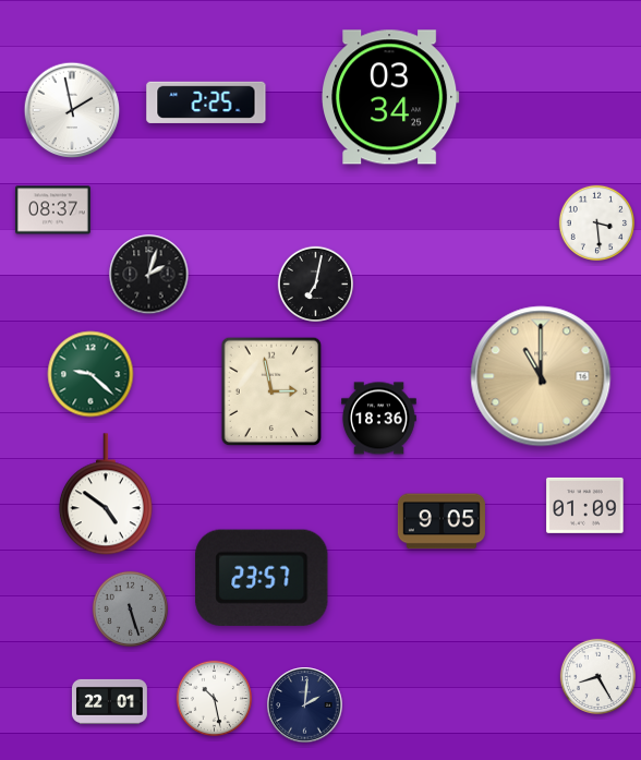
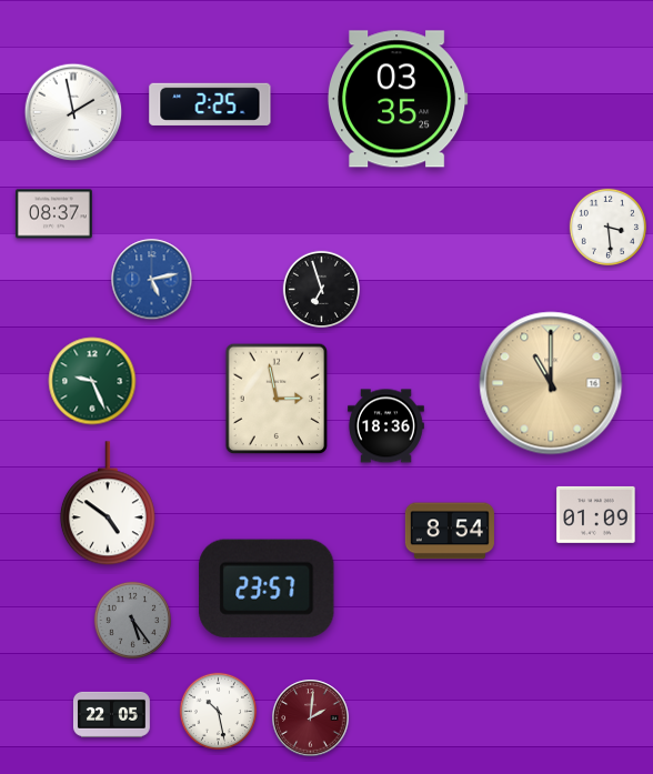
clock at (391, 97): 03:34 -> 03:35
clock at (149, 275): 2:03 -> 5:13
clock at (149, 275) dial: black -> blue
clock at (315, 284): 7:02 -> 6:57
clock at (90, 374): 9:22 -> 9:26
clock at (442, 521): 9:05 -> 8:54
clock at (130, 608): 5:27 -> 5:24
clock at (597, 676): 8:25 -> none
clock at (109, 701): 22:01 -> 22:05
clock at (305, 705) dial: navy -> burgundy
